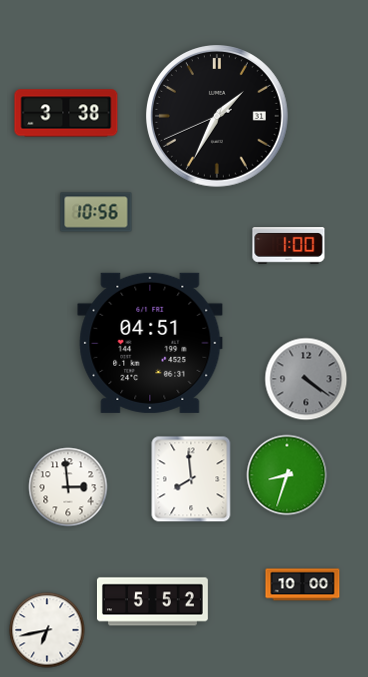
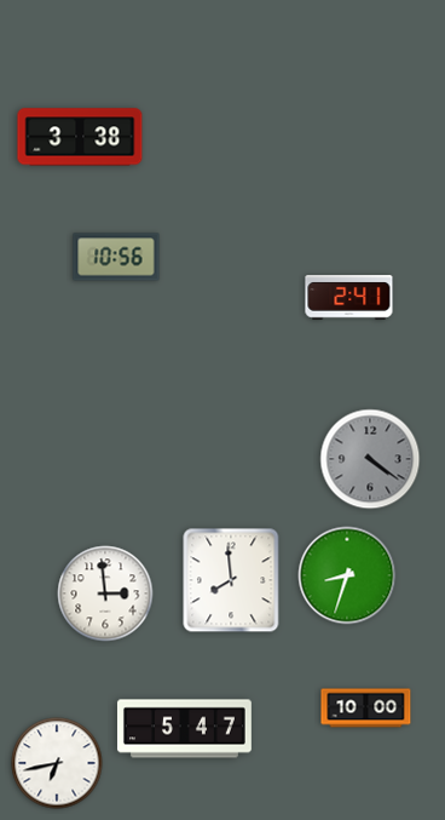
clock at (218, 117): 1:34 -> none
clock at (289, 246): 1:00 -> 2:41
clock at (150, 343): 04:51 -> none
clock at (68, 487) position: (68, 487) -> (105, 594)
clock at (152, 602): 5:52 -> 5:47
